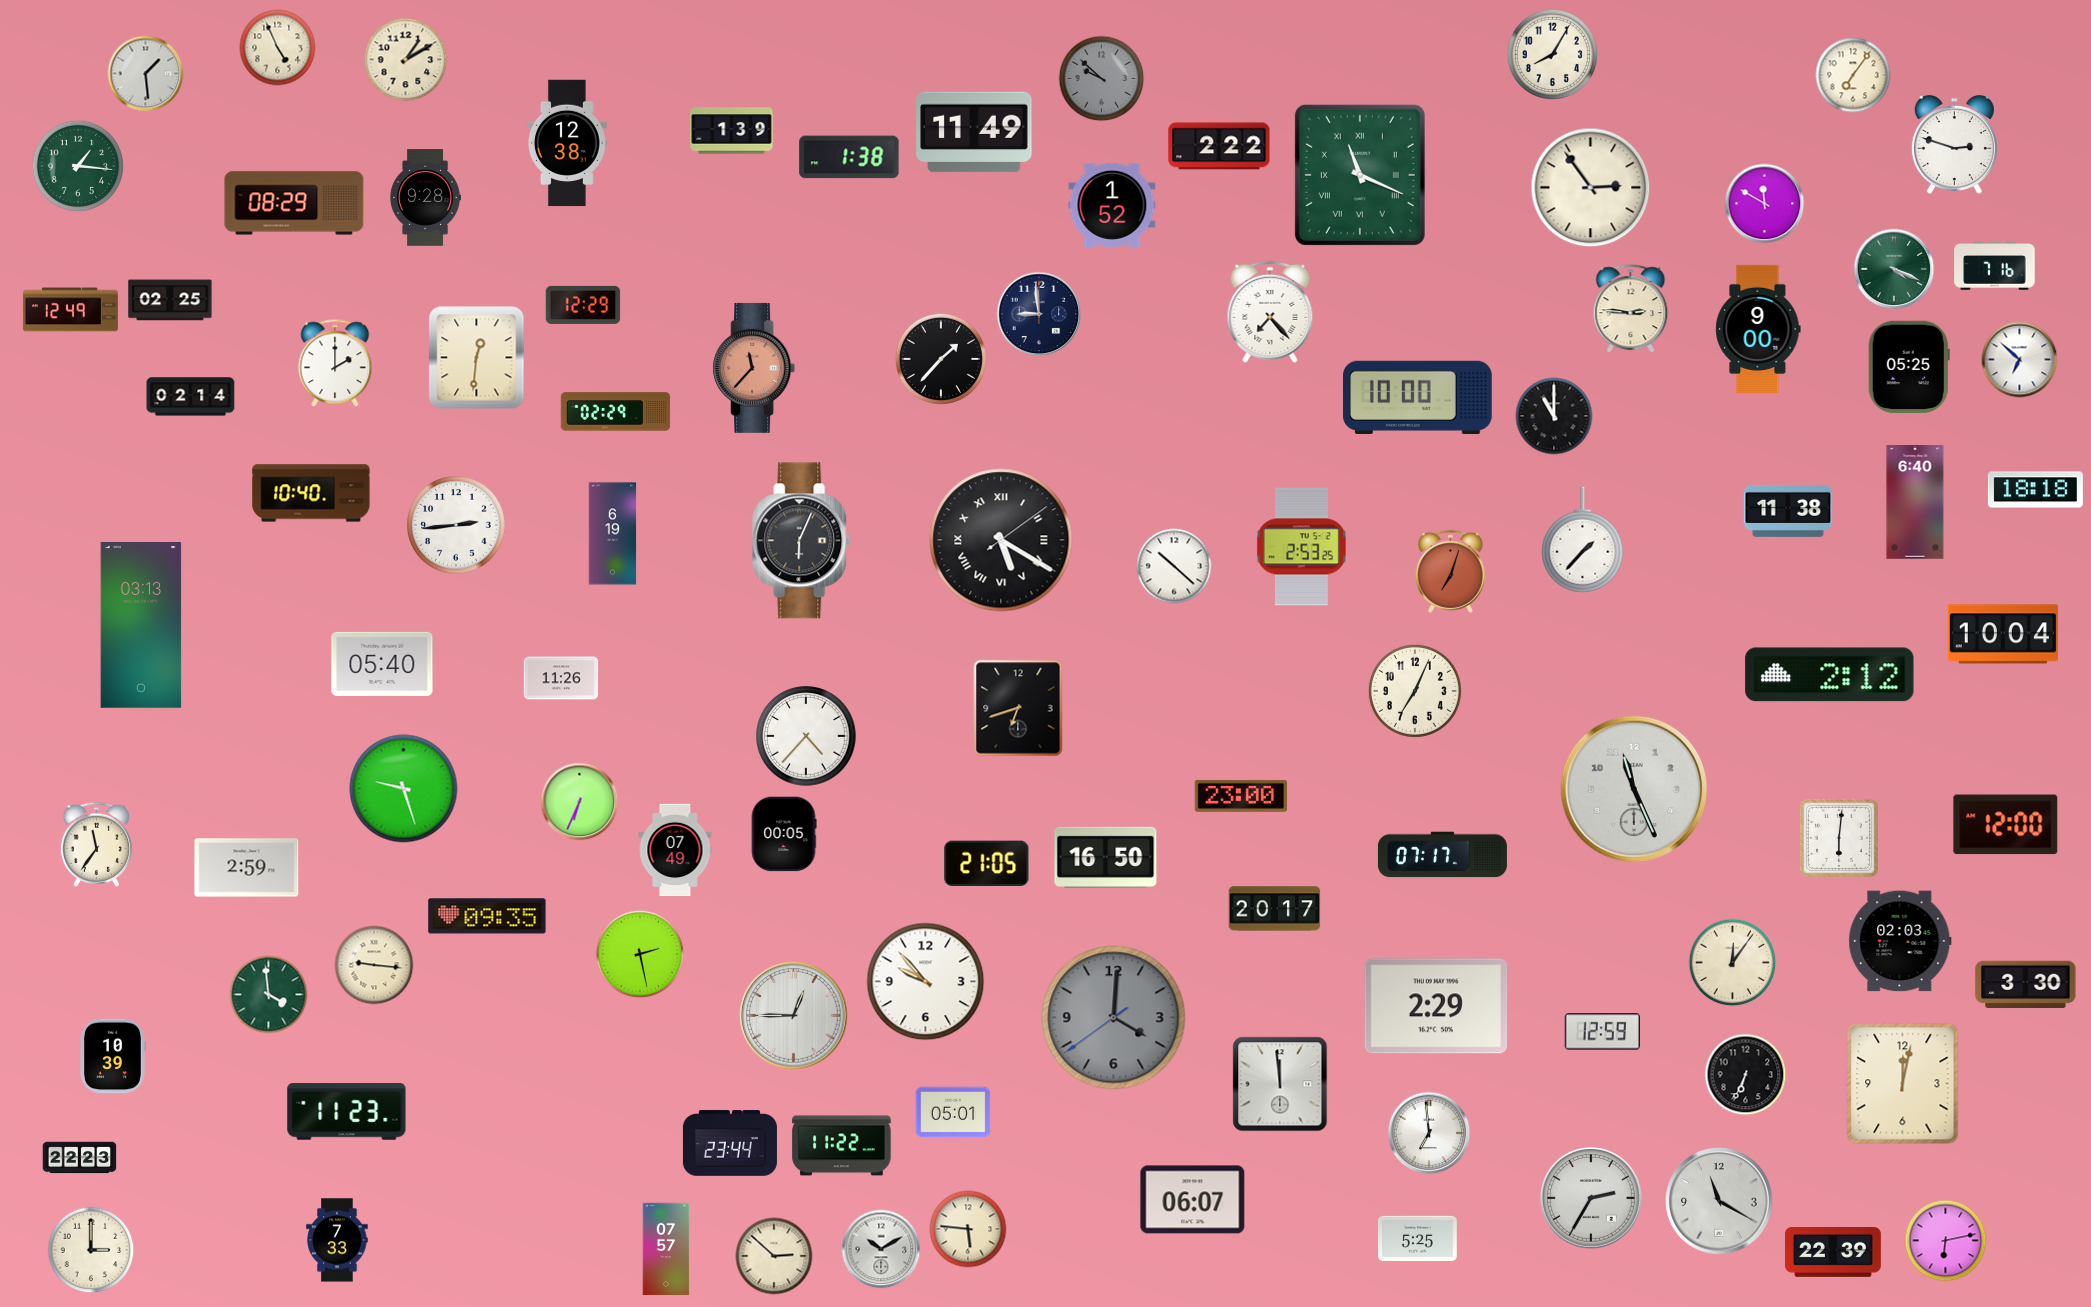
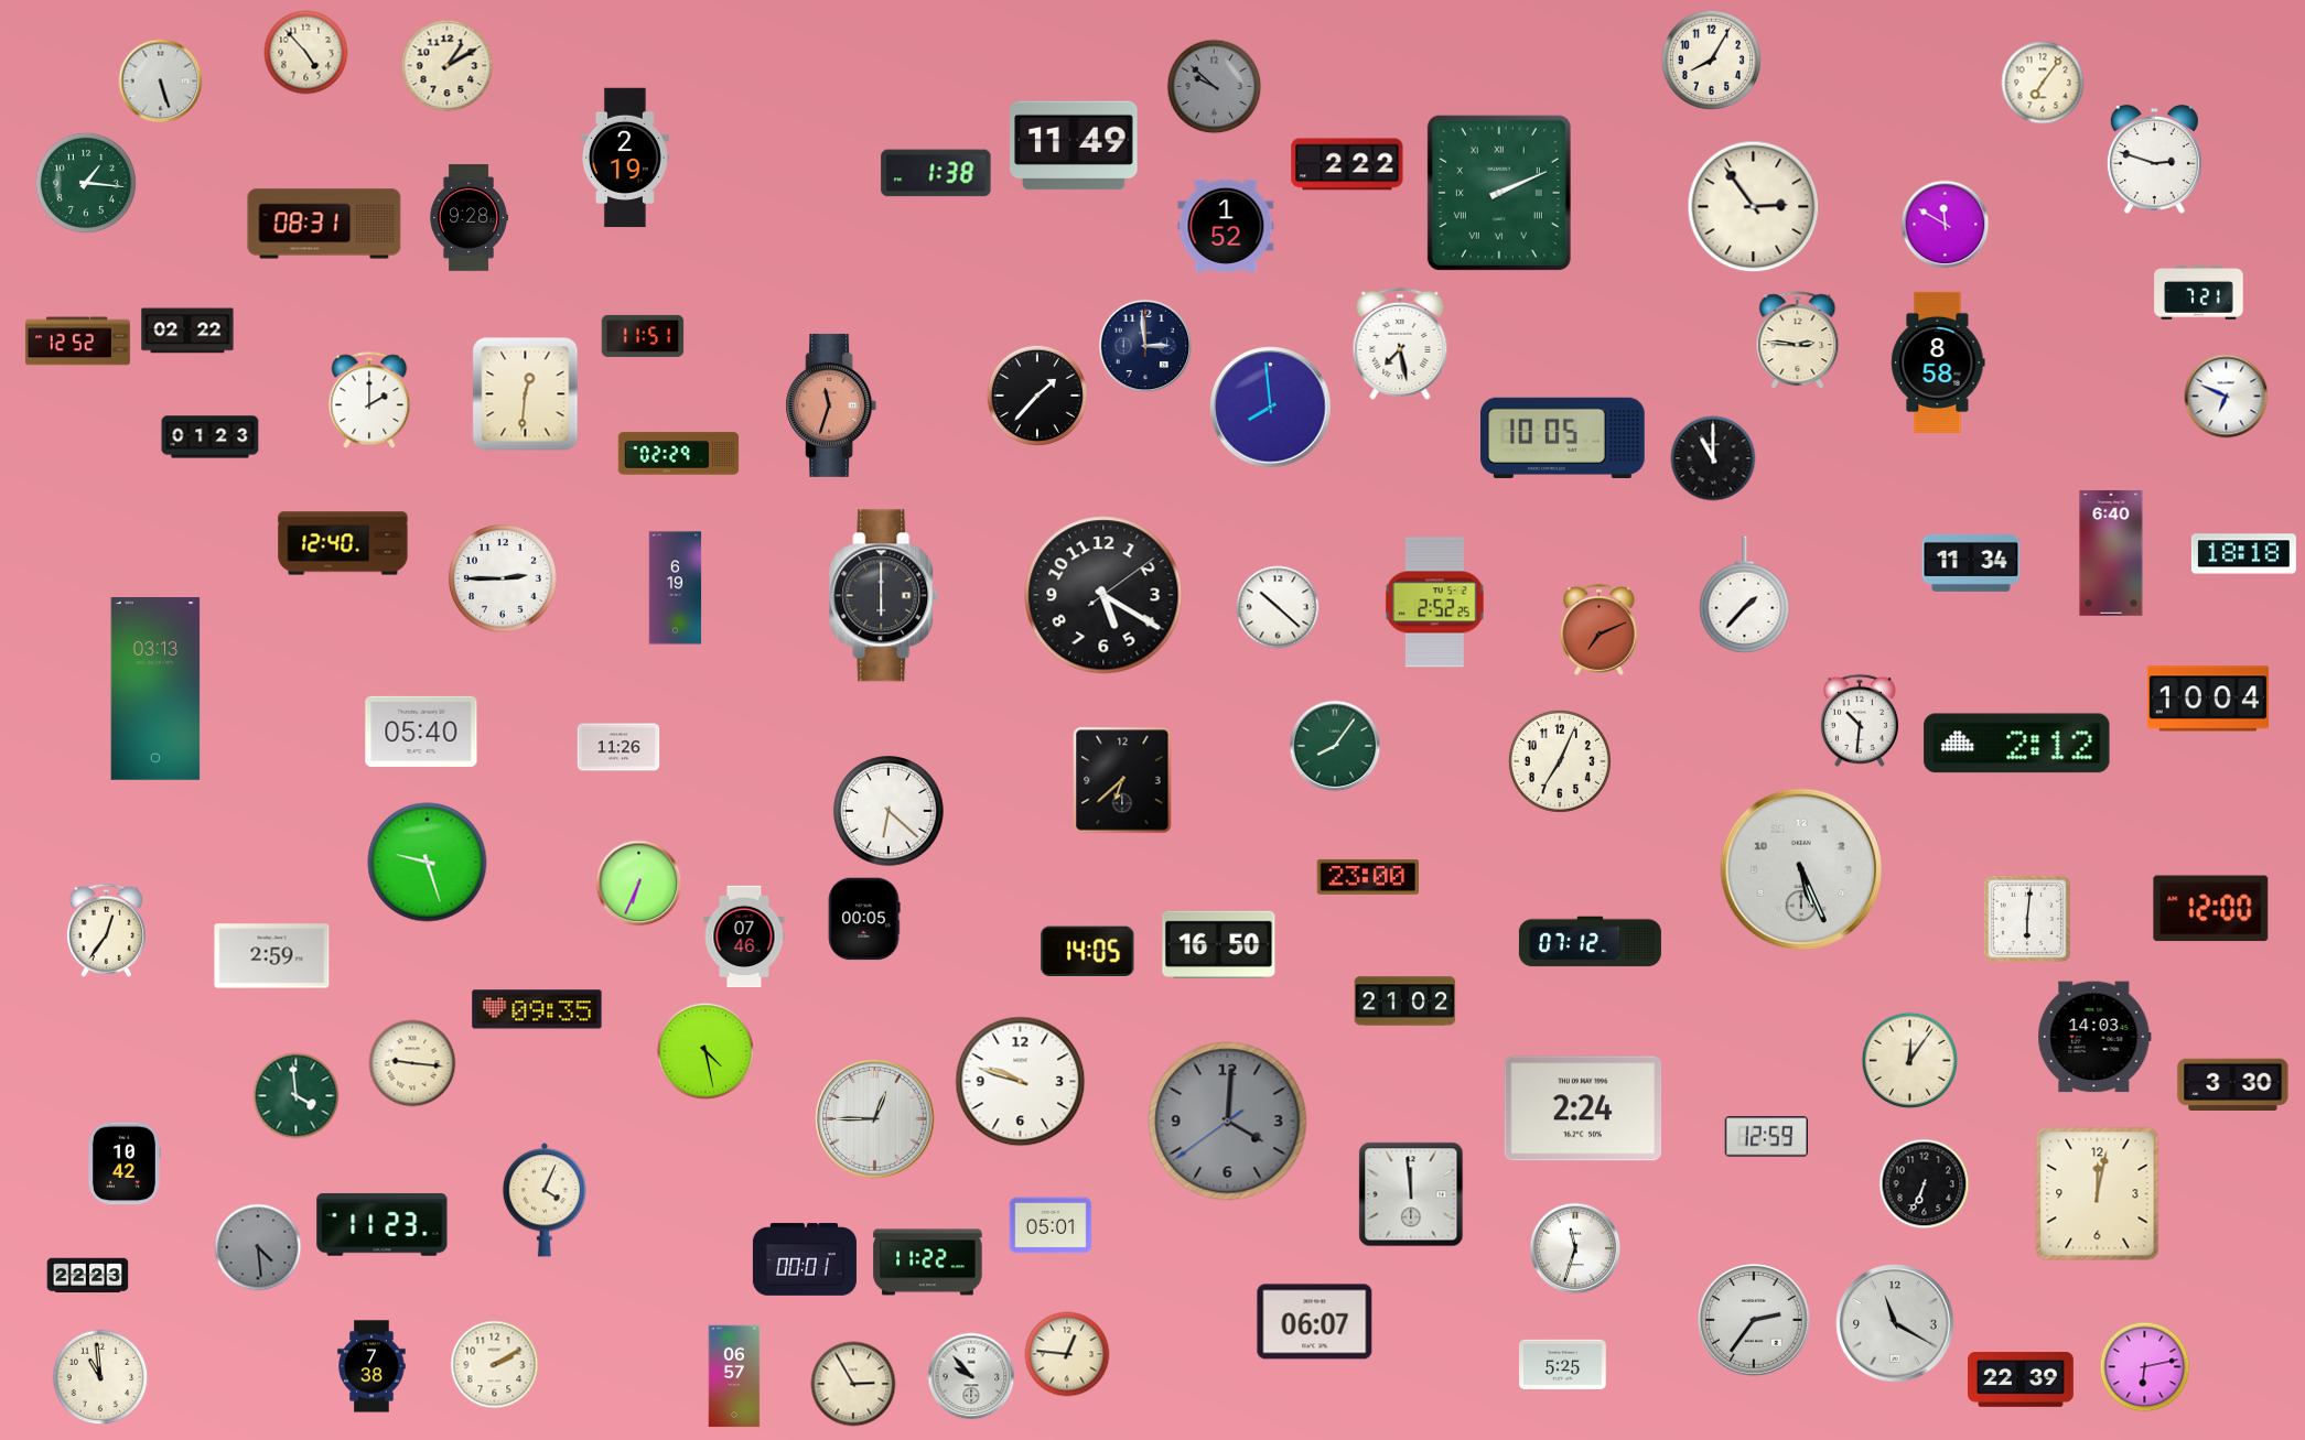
clock at (278, 48): 4:56 -> 4:53
clock at (146, 74): 1:29 -> 5:27
clock at (732, 131): 1:39 -> none
clock at (567, 143): 12:38 -> 2:19
clock at (1219, 146) position: (1219, 146) -> (1347, 164)
clock at (1360, 175): 11:19 -> 2:11
clock at (294, 203): 08:29 -> 08:31
clock at (1995, 266): 7:16 -> 7:21
clock at (1894, 269): 4:19 -> none
clock at (170, 300): 02:25 -> 02:22
clock at (583, 305): 12:29 -> 11:51
clock at (70, 310): 12:49 -> 12:52
clock at (1270, 312): 7:23 -> 7:28
clock at (1039, 314): 8:59 -> 2:59
clock at (1758, 329): 9:00 -> 8:58
clock at (2020, 360): 6:52 -> 6:49
clock at (1909, 366): 05:25 -> none
clock at (754, 368): 11:37 -> 11:33
clock at (1271, 408): none -> 7:59
clock at (191, 397): 02:14 -> 01:23
clock at (1418, 397): 10:00 -> 10:05
clock at (2035, 490) position: (2035, 490) -> (2243, 554)
clock at (311, 493): 10:40 -> 12:40
clock at (1788, 511): 11:38 -> 11:34
clock at (456, 525): 2:44 -> 2:45
clock at (1001, 540) numerals: Roman -> Arabic
clock at (802, 541): 6:04 -> 6:00
clock at (1301, 547): 2:53 -> 2:52
clock at (1174, 566) position: (1174, 566) -> (1278, 607)
clock at (1450, 571): 7:03 -> 7:11
clock at (1860, 721): none -> 10:31
clock at (1335, 746): none -> 8:06
clock at (1018, 708): 6:42 -> 6:38
clock at (806, 736): 4:37 -> 6:22
clock at (404, 789) position: (404, 789) -> (428, 863)
clock at (1634, 789): 11:26 -> 5:26
clock at (1839, 838) position: (1839, 838) -> (2027, 919)
clock at (96, 844): 11:36 -> 12:36
clock at (675, 850): 07:49 -> 07:46
clock at (1442, 855): 07:17 -> 07:12
clock at (987, 863): 21:05 -> 14:05
clock at (1275, 909): 20:17 -> 21:02
clock at (1900, 941): 02:03 -> 14:03
clock at (640, 954): 2:28 -> 4:28
clock at (926, 982): 9:53 -> 9:48
clock at (1436, 1006): 2:29 -> 2:24
clock at (112, 1056): 10:39 -> 10:42
clock at (545, 1200): none -> 4:04
clock at (258, 1247): none -> 4:29
clock at (1429, 1133): 6:59 -> 11:33
clock at (730, 1143): 23:44 -> 00:01
clock at (1592, 1199): 2:35 -> 2:36
clock at (968, 1229): 5:46 -> 12:46
clock at (495, 1365): none -> 2:10
clock at (337, 1240): 7:33 -> 7:38
clock at (666, 1249): 07:57 -> 06:57
clock at (881, 1249): 10:10 -> 9:53
clock at (91, 1250): 3:00 -> 10:59
clock at (774, 1256): 2:52 -> 2:55
